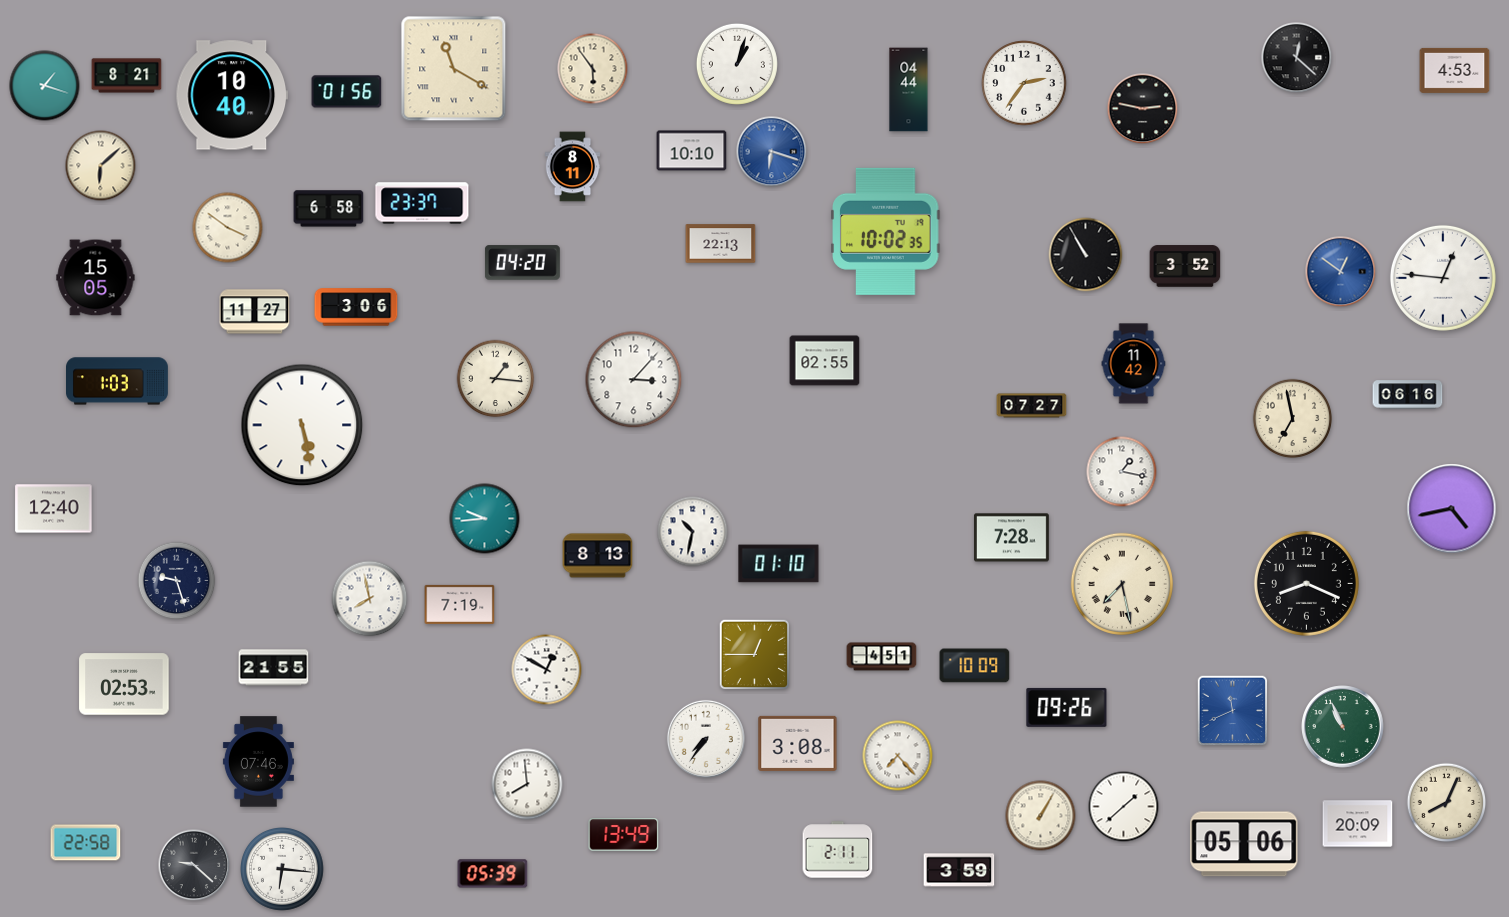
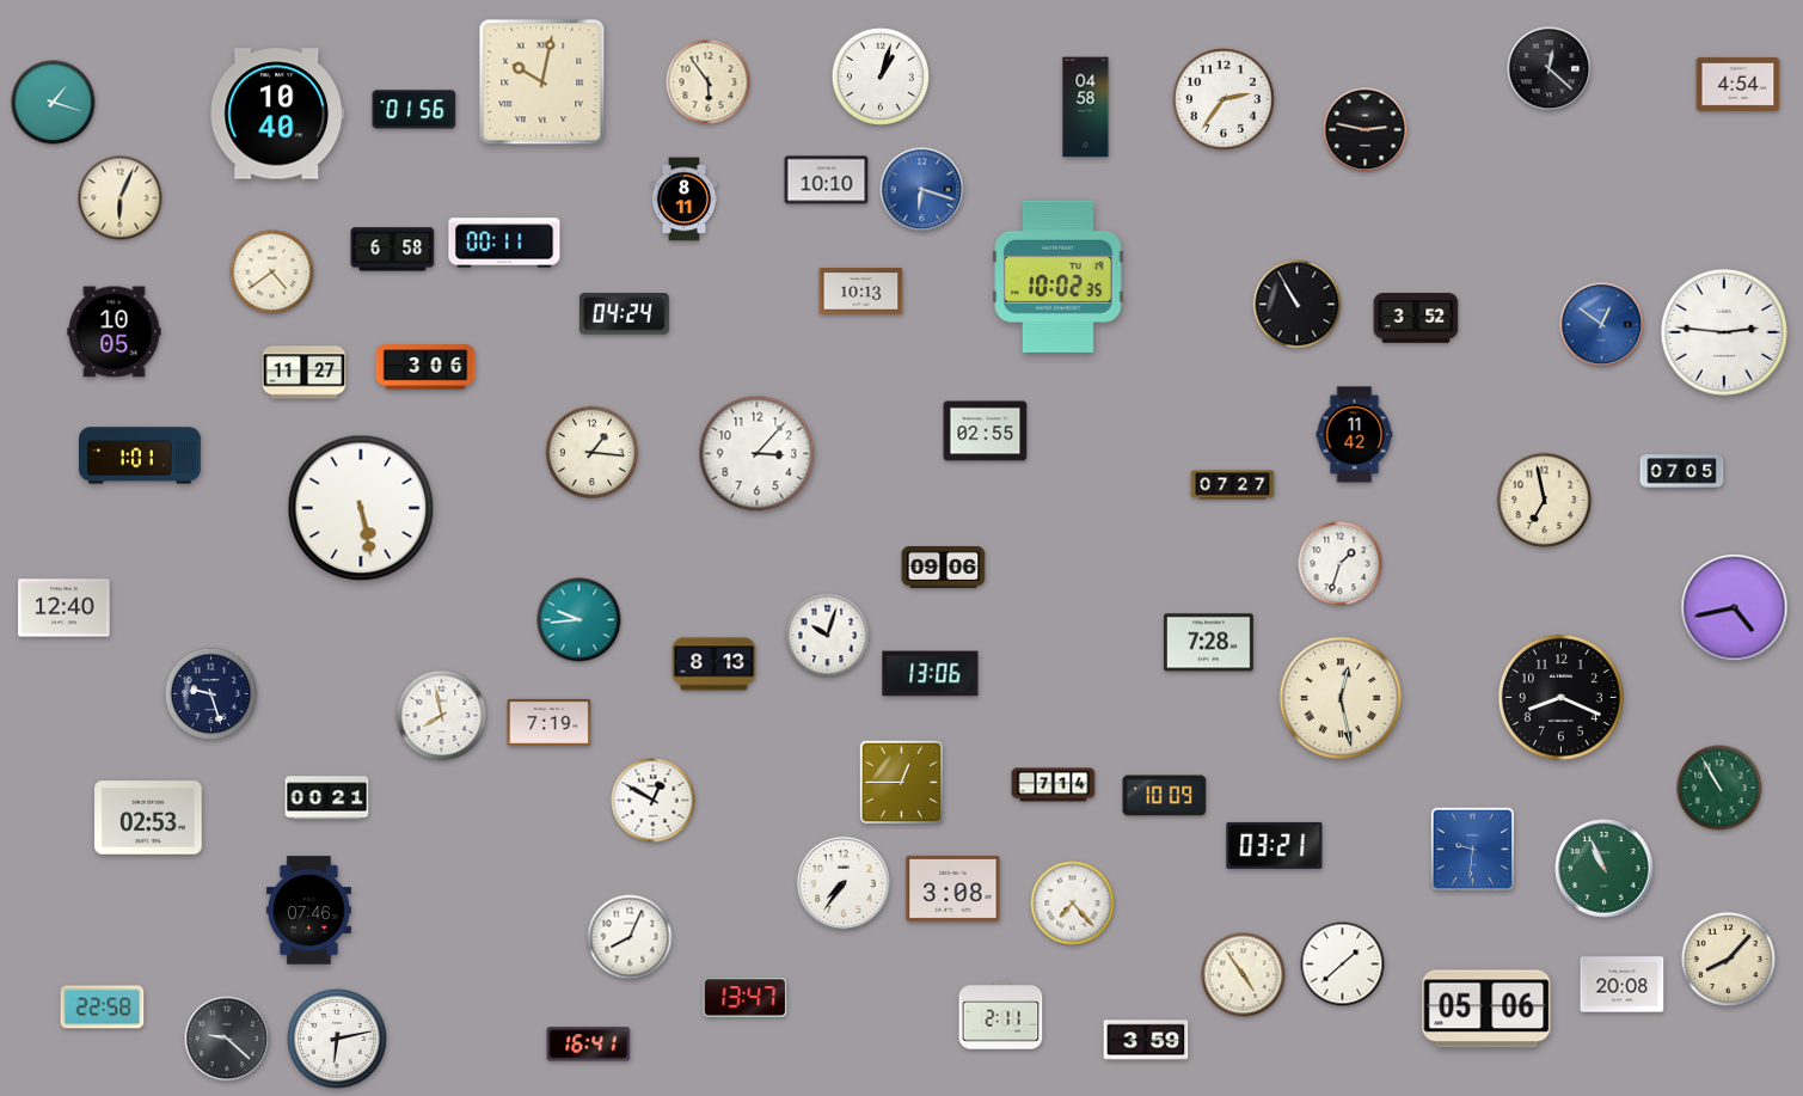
clock at (454, 69): 11:20 -> 10:02
clock at (1455, 70): 4:53 -> 4:54
clock at (127, 76): 8:21 -> none
clock at (909, 90): 04:44 -> 04:58
clock at (772, 152) position: (772, 152) -> (922, 190)
clock at (101, 166): 6:08 -> 6:04
clock at (422, 203): 23:37 -> 00:11
clock at (228, 228): 3:51 -> 4:39
clock at (721, 244): 22:13 -> 10:13
clock at (522, 263): 04:20 -> 04:24
clock at (96, 278): 15:05 -> 10:05
clock at (1443, 278): 12:46 -> 2:46
clock at (118, 381): 1:03 -> 1:01
clock at (1408, 395): 06:16 -> 07:05
clock at (1122, 472): 1:17 -> 1:33
clock at (944, 567): none -> 09:06
clock at (693, 532): 10:32 -> 10:03
clock at (779, 564): 01:10 -> 13:06
clock at (1122, 584): 7:28 -> 12:28
clock at (882, 657): 4:51 -> 7:14
clock at (1719, 788): none -> 10:55
clock at (274, 668): 21:55 -> 00:21
clock at (1067, 707): 09:26 -> 03:21
clock at (1233, 711): 11:41 -> 9:31
clock at (527, 784): 7:59 -> 8:04
clock at (1447, 803): 8:04 -> 8:07
clock at (1041, 816): 1:05 -> 4:54
clock at (1358, 824): 20:09 -> 20:08
clock at (624, 835): 13:49 -> 13:47
clock at (194, 865) position: (194, 865) -> (227, 1039)
clock at (283, 870): 6:16 -> 6:13
clock at (493, 874): 05:39 -> 16:41
